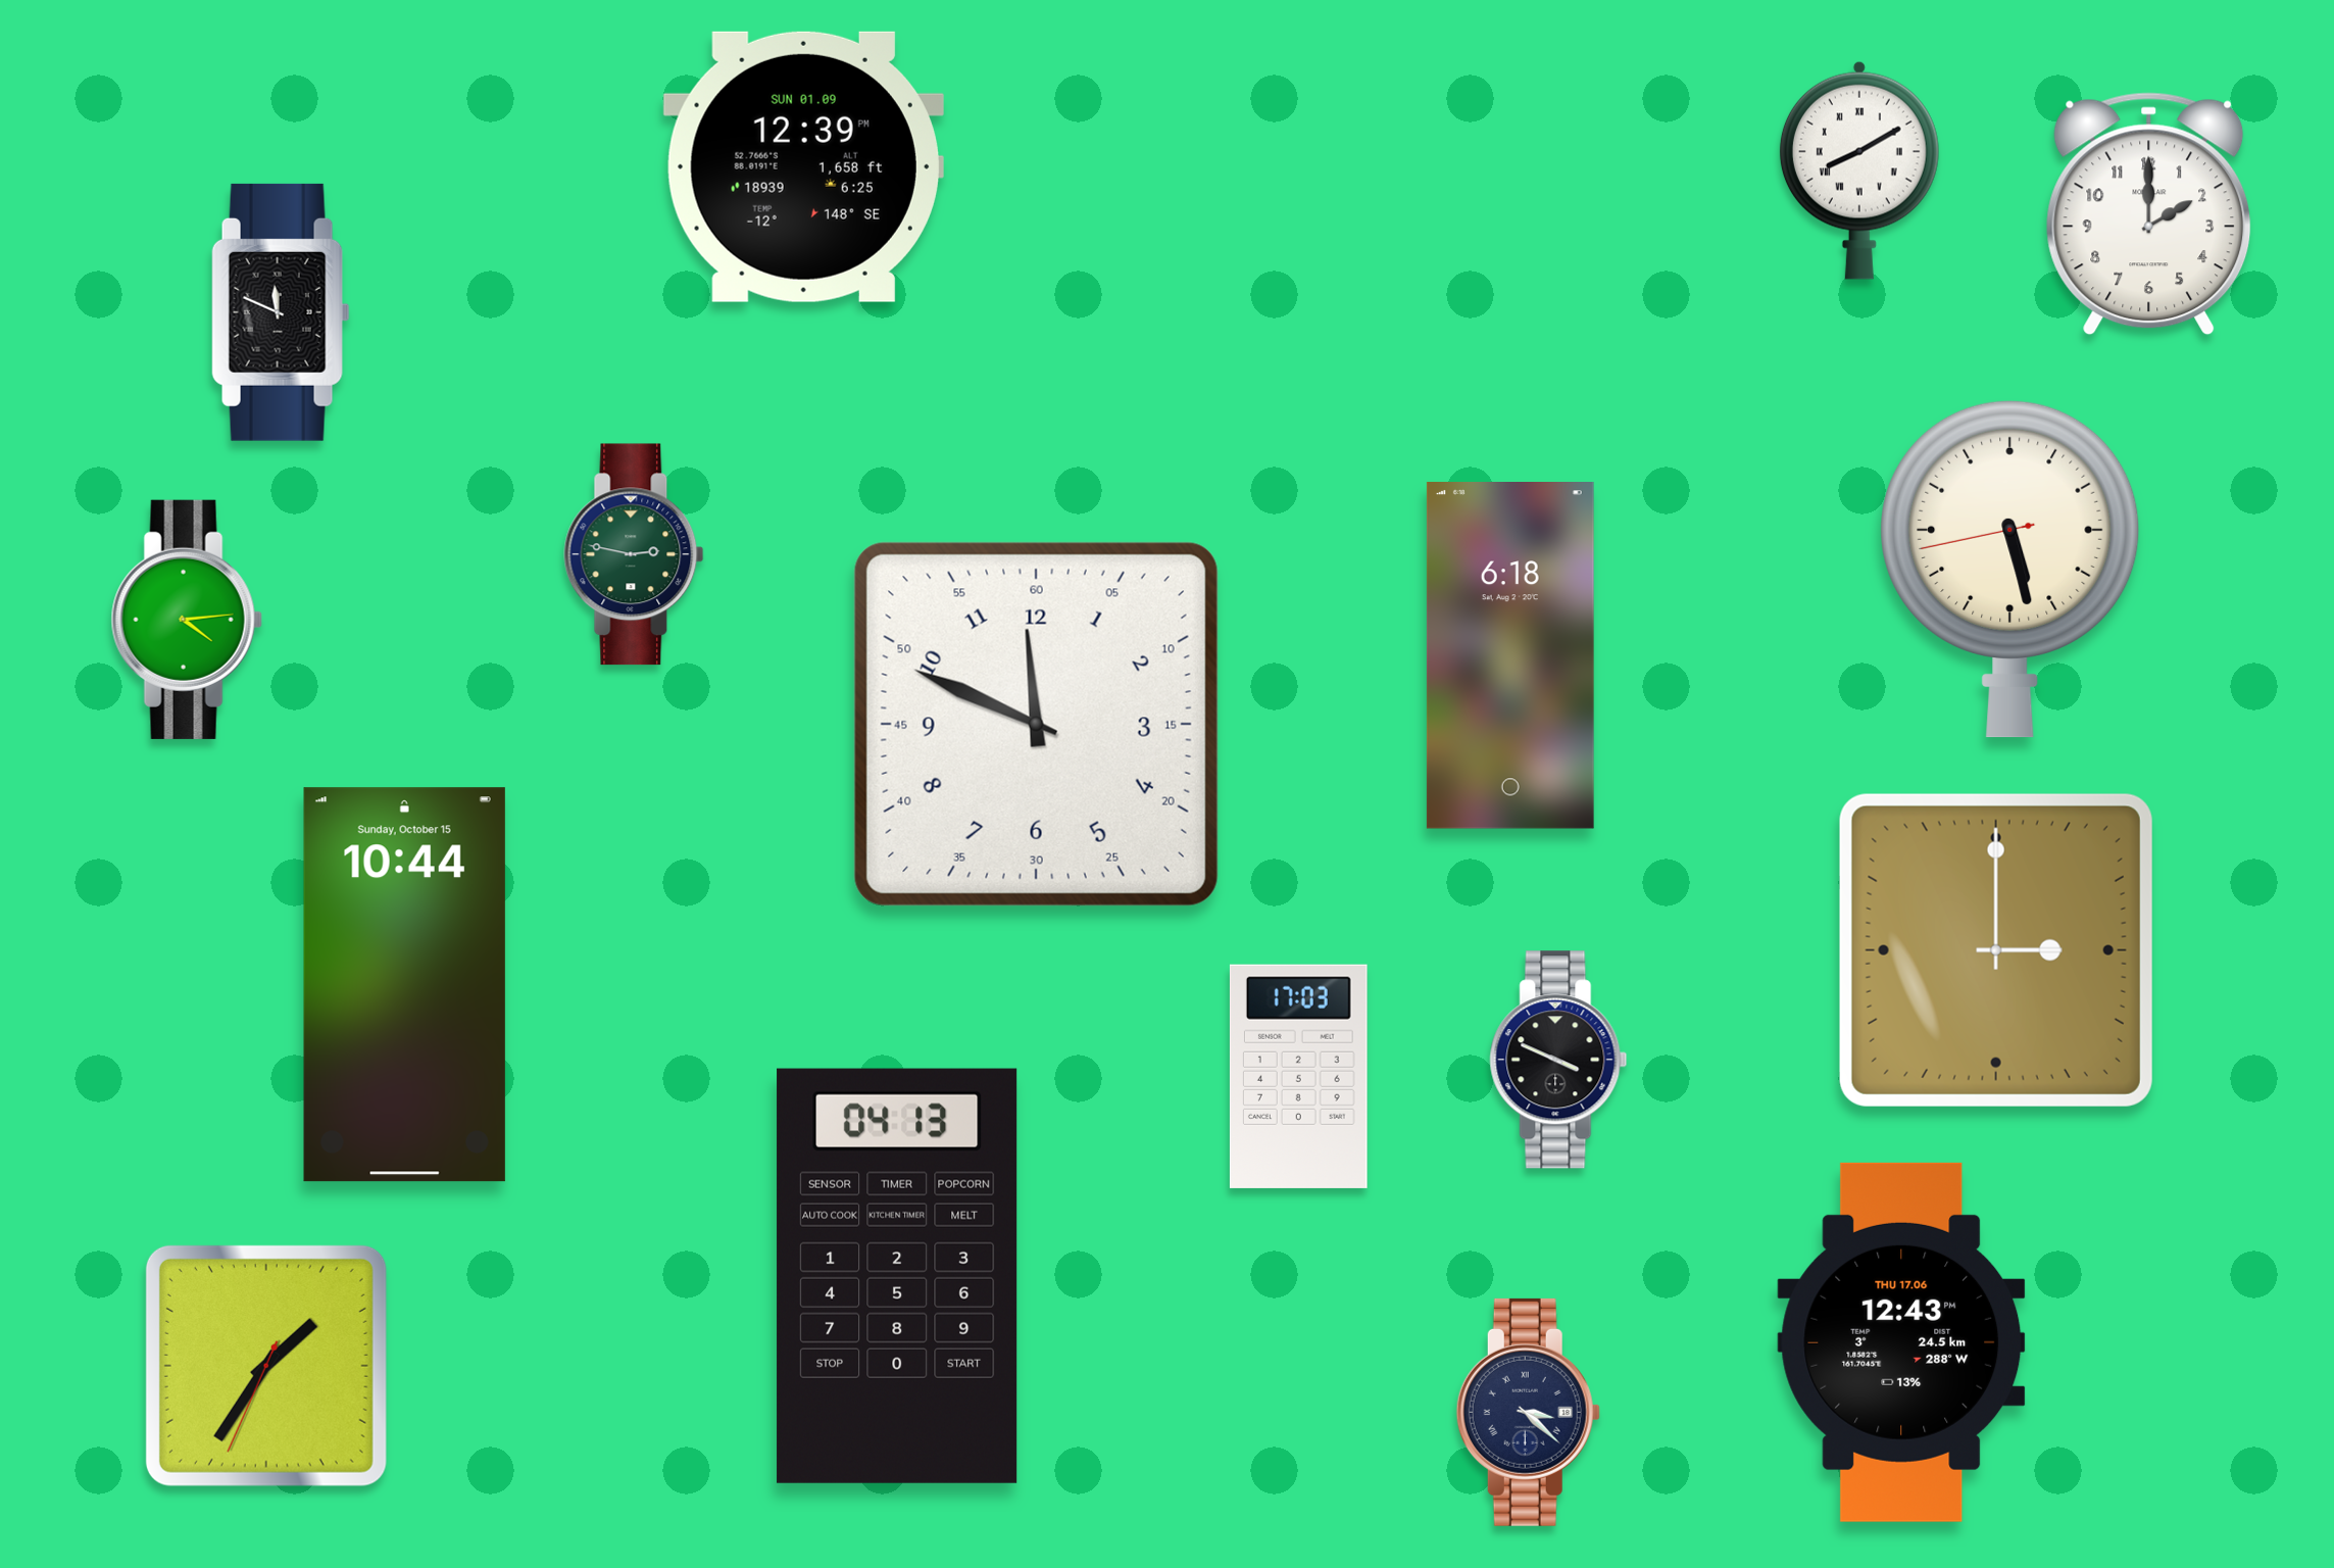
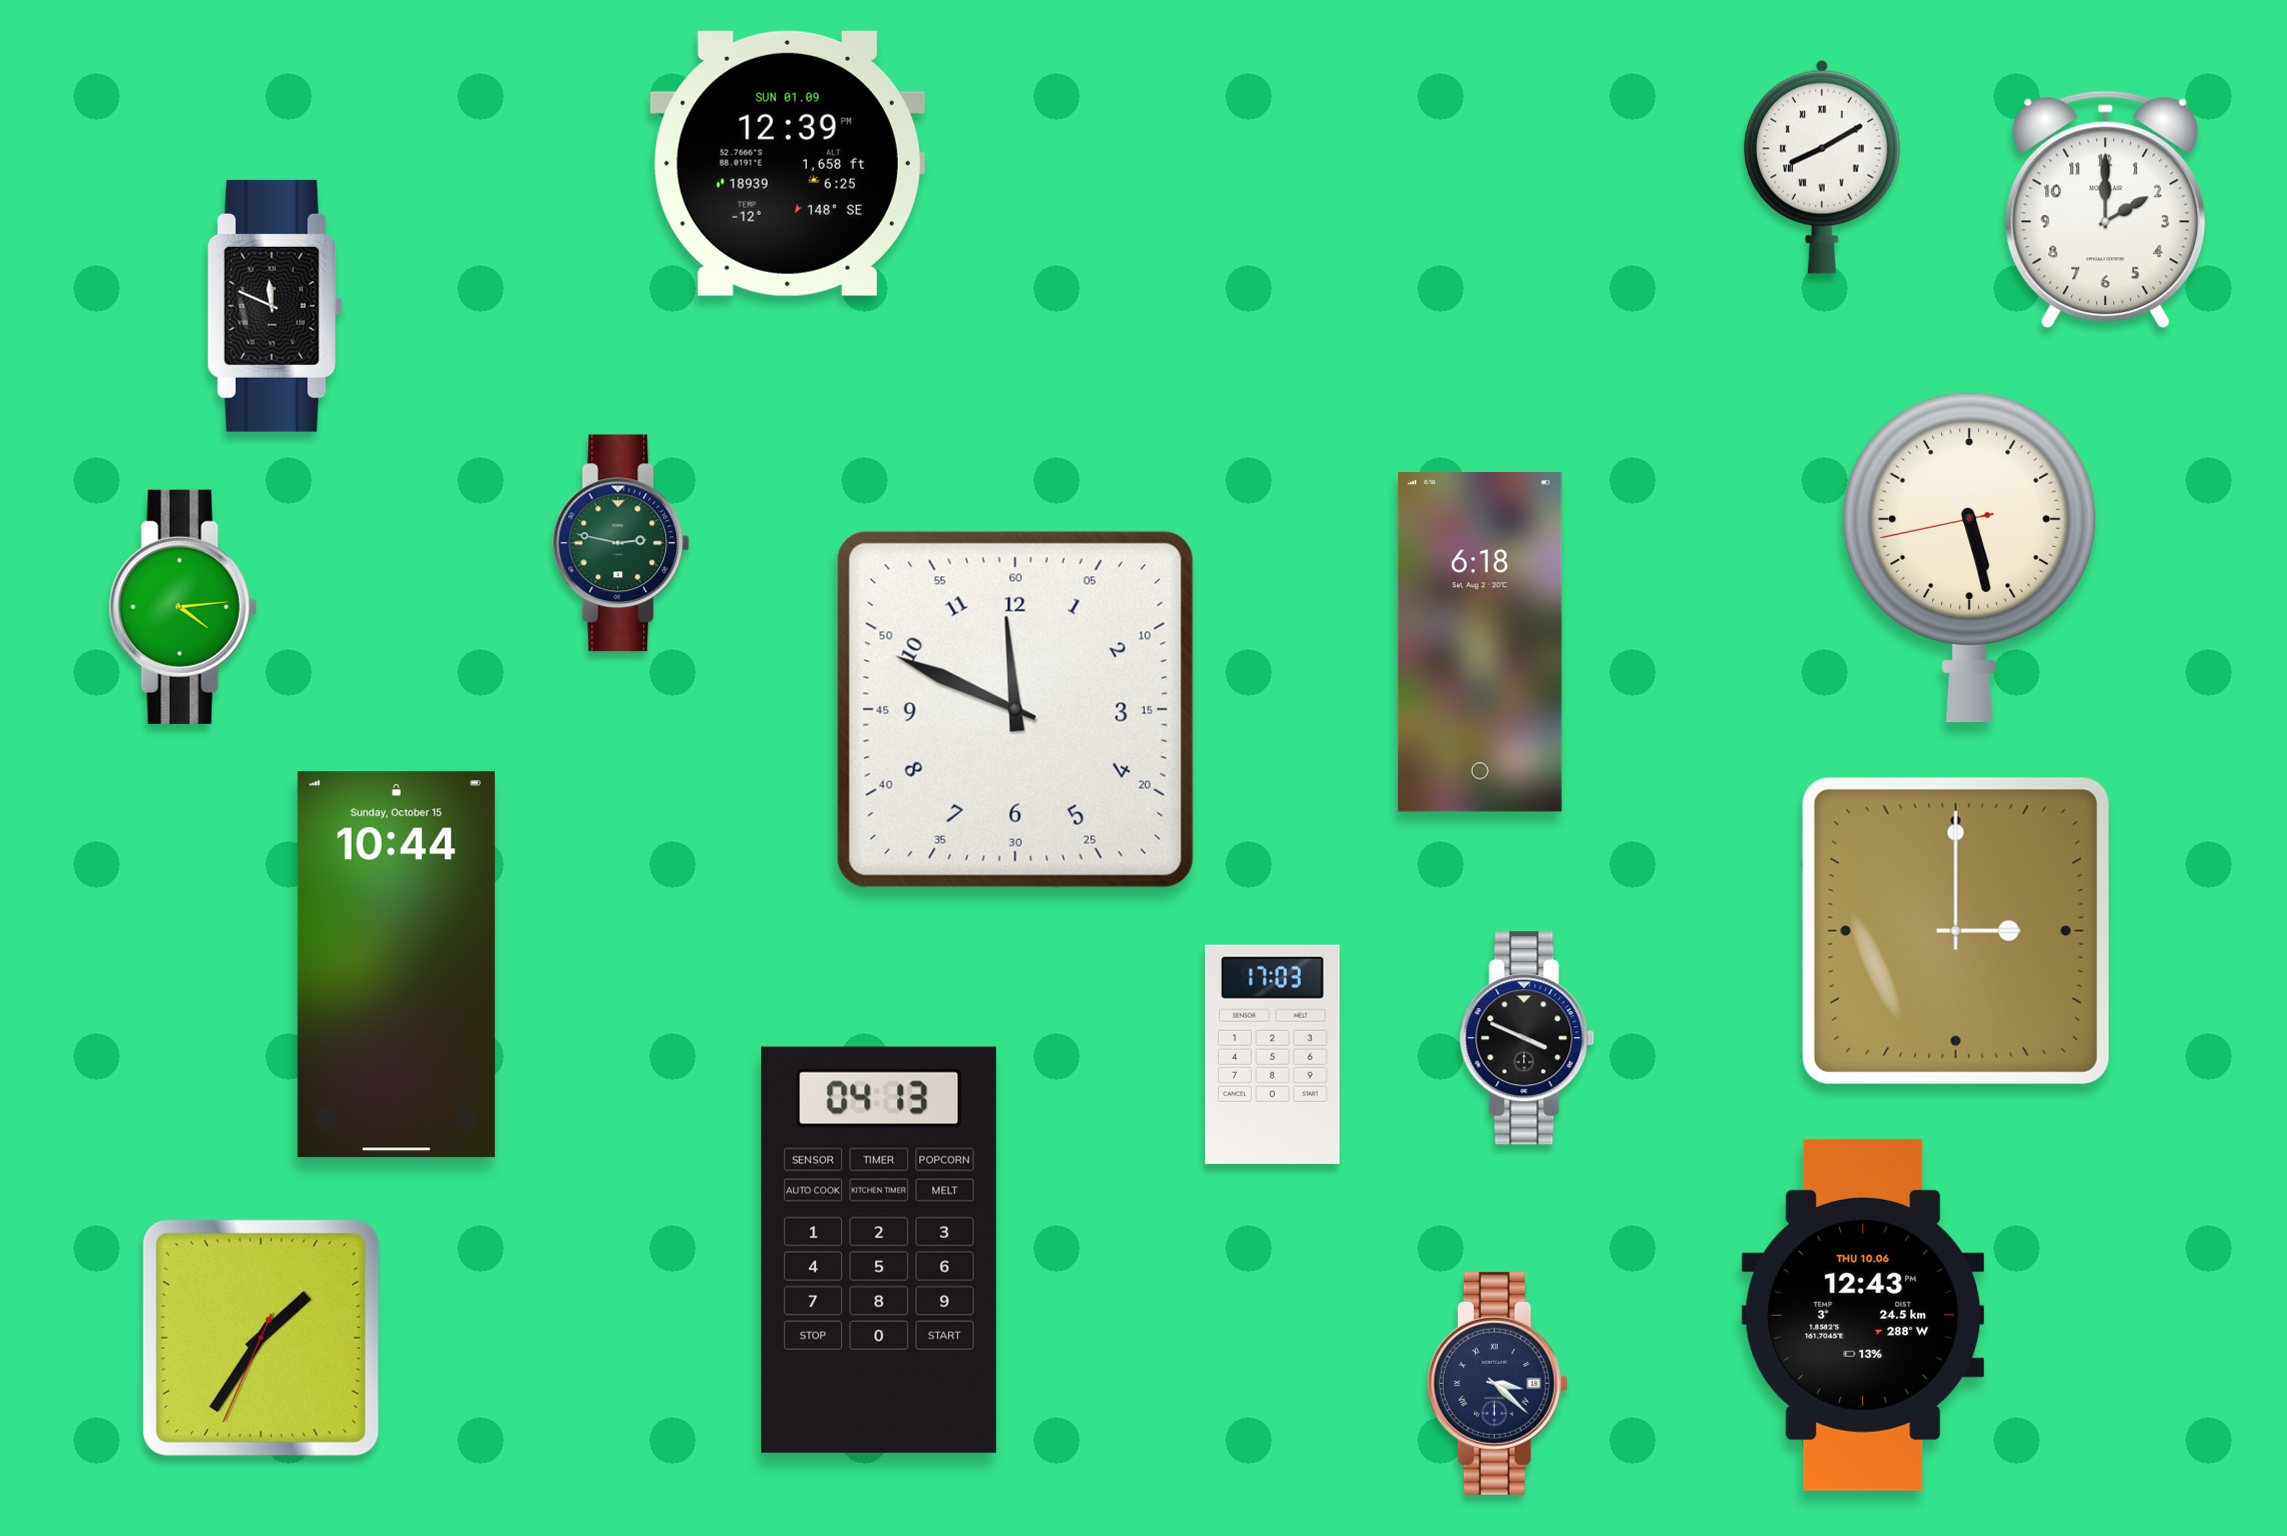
clock at (1901, 1342) date: THU 17.06 -> THU 10.06
